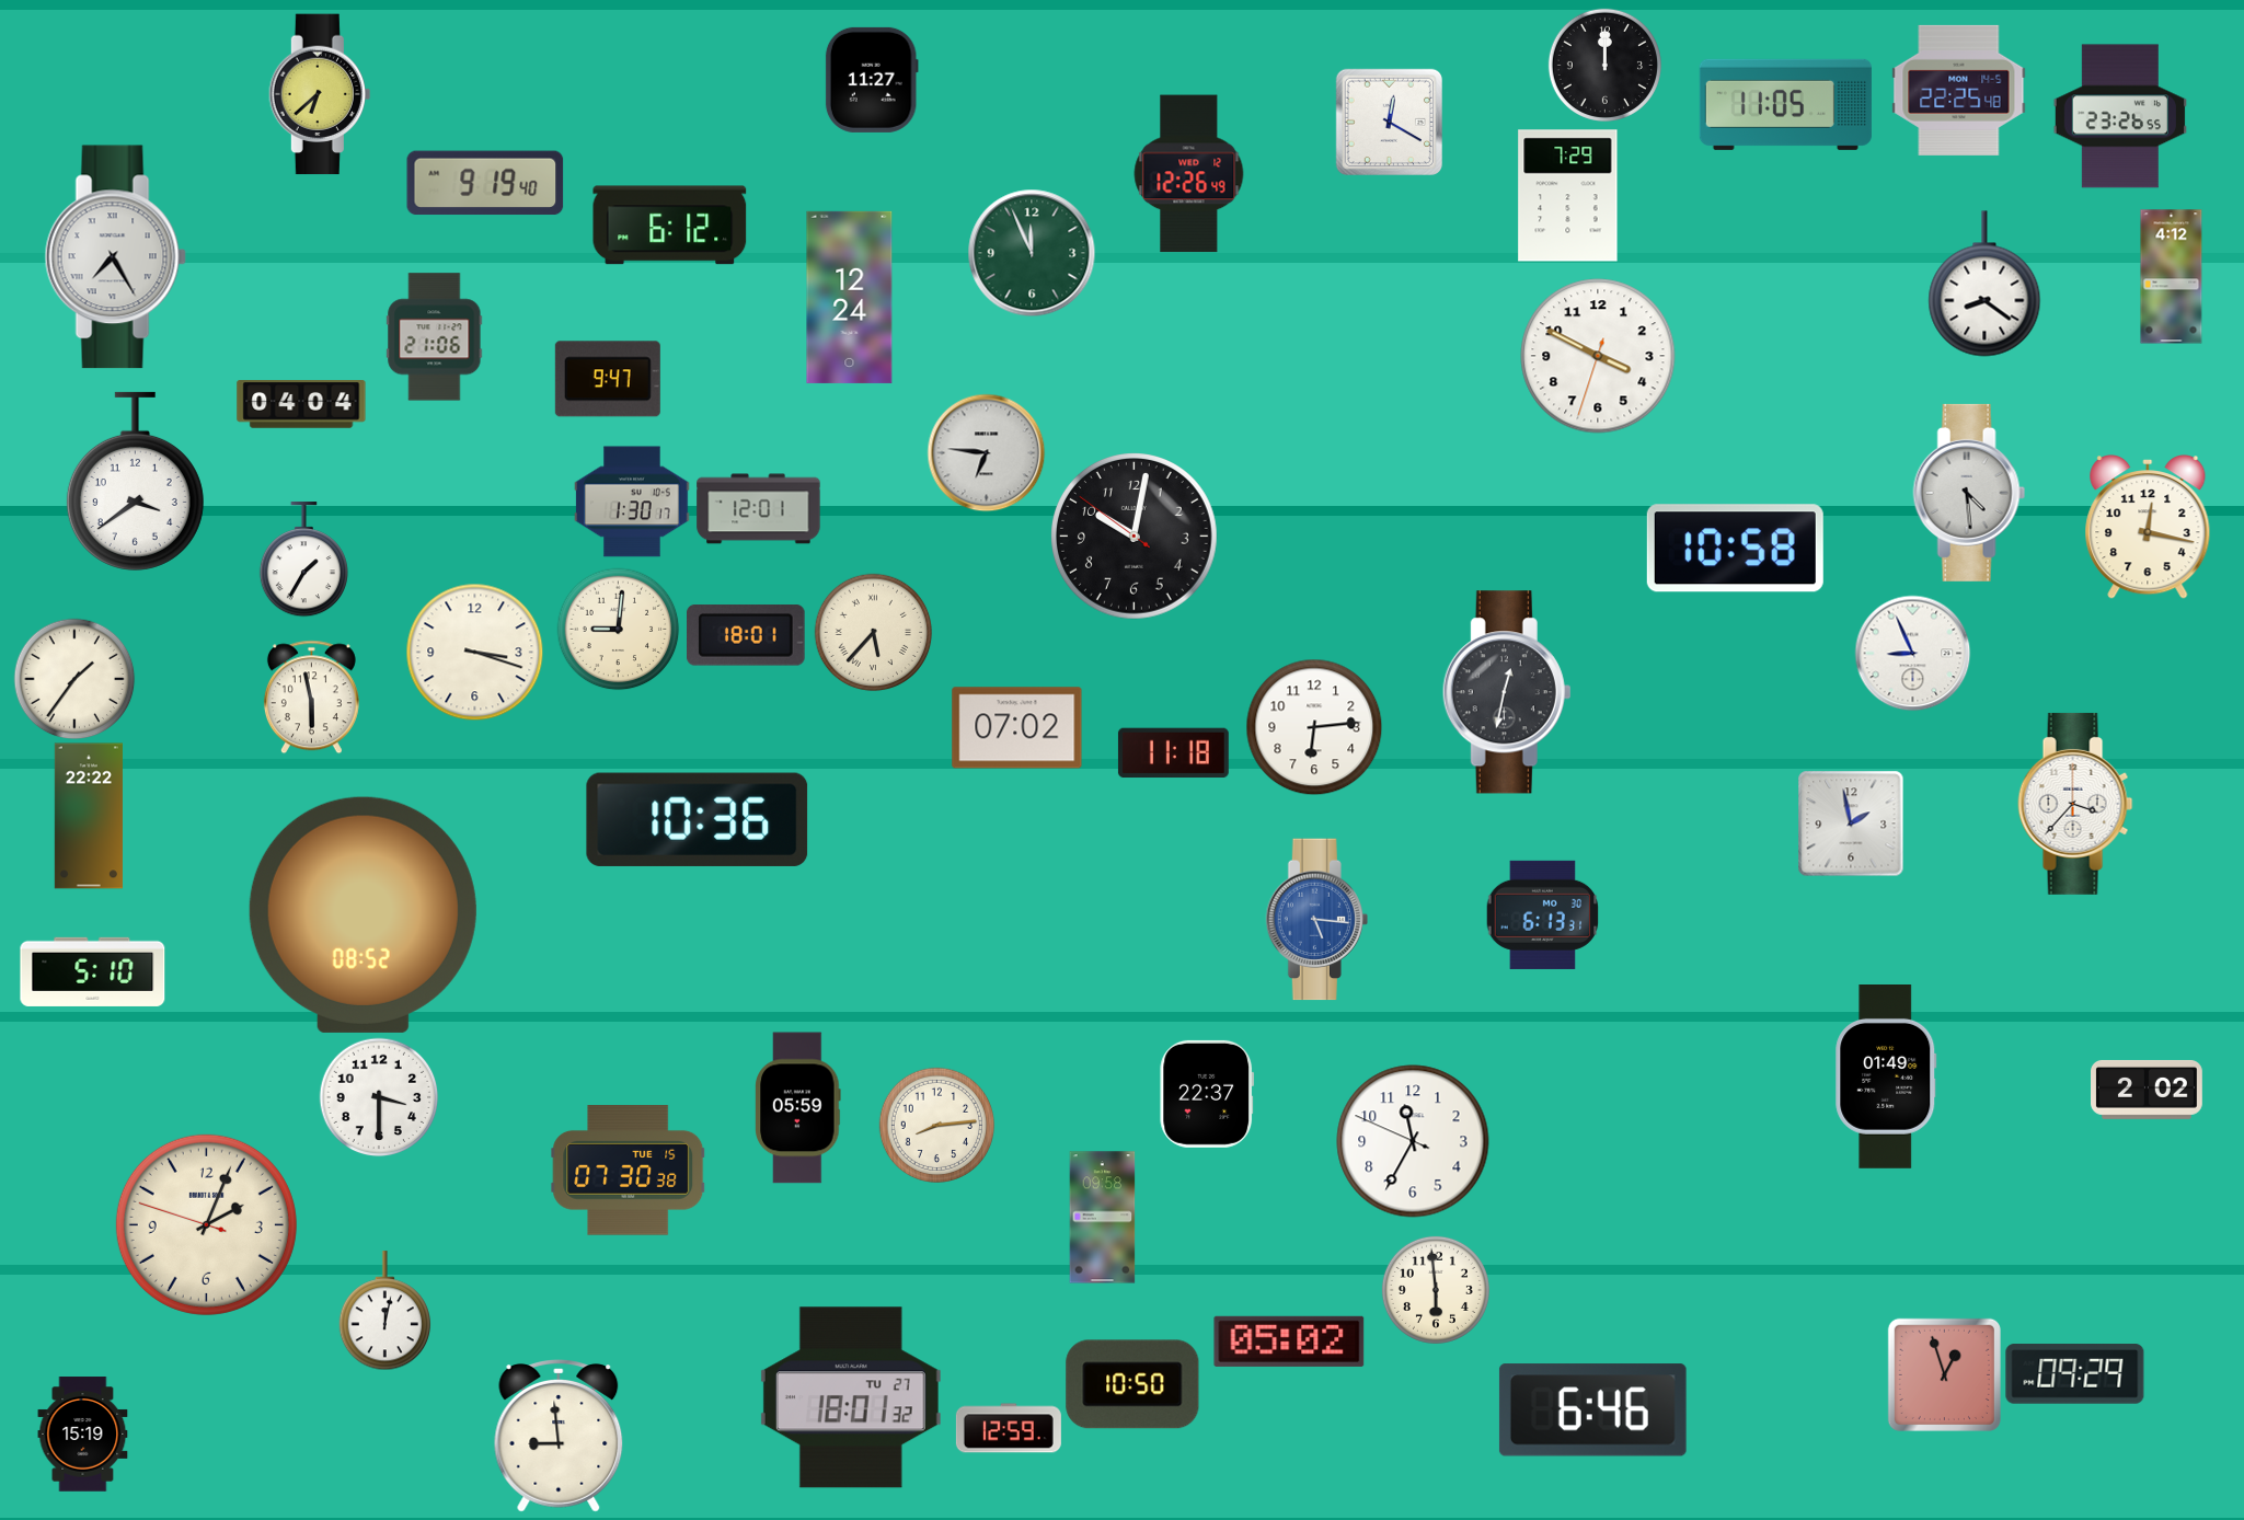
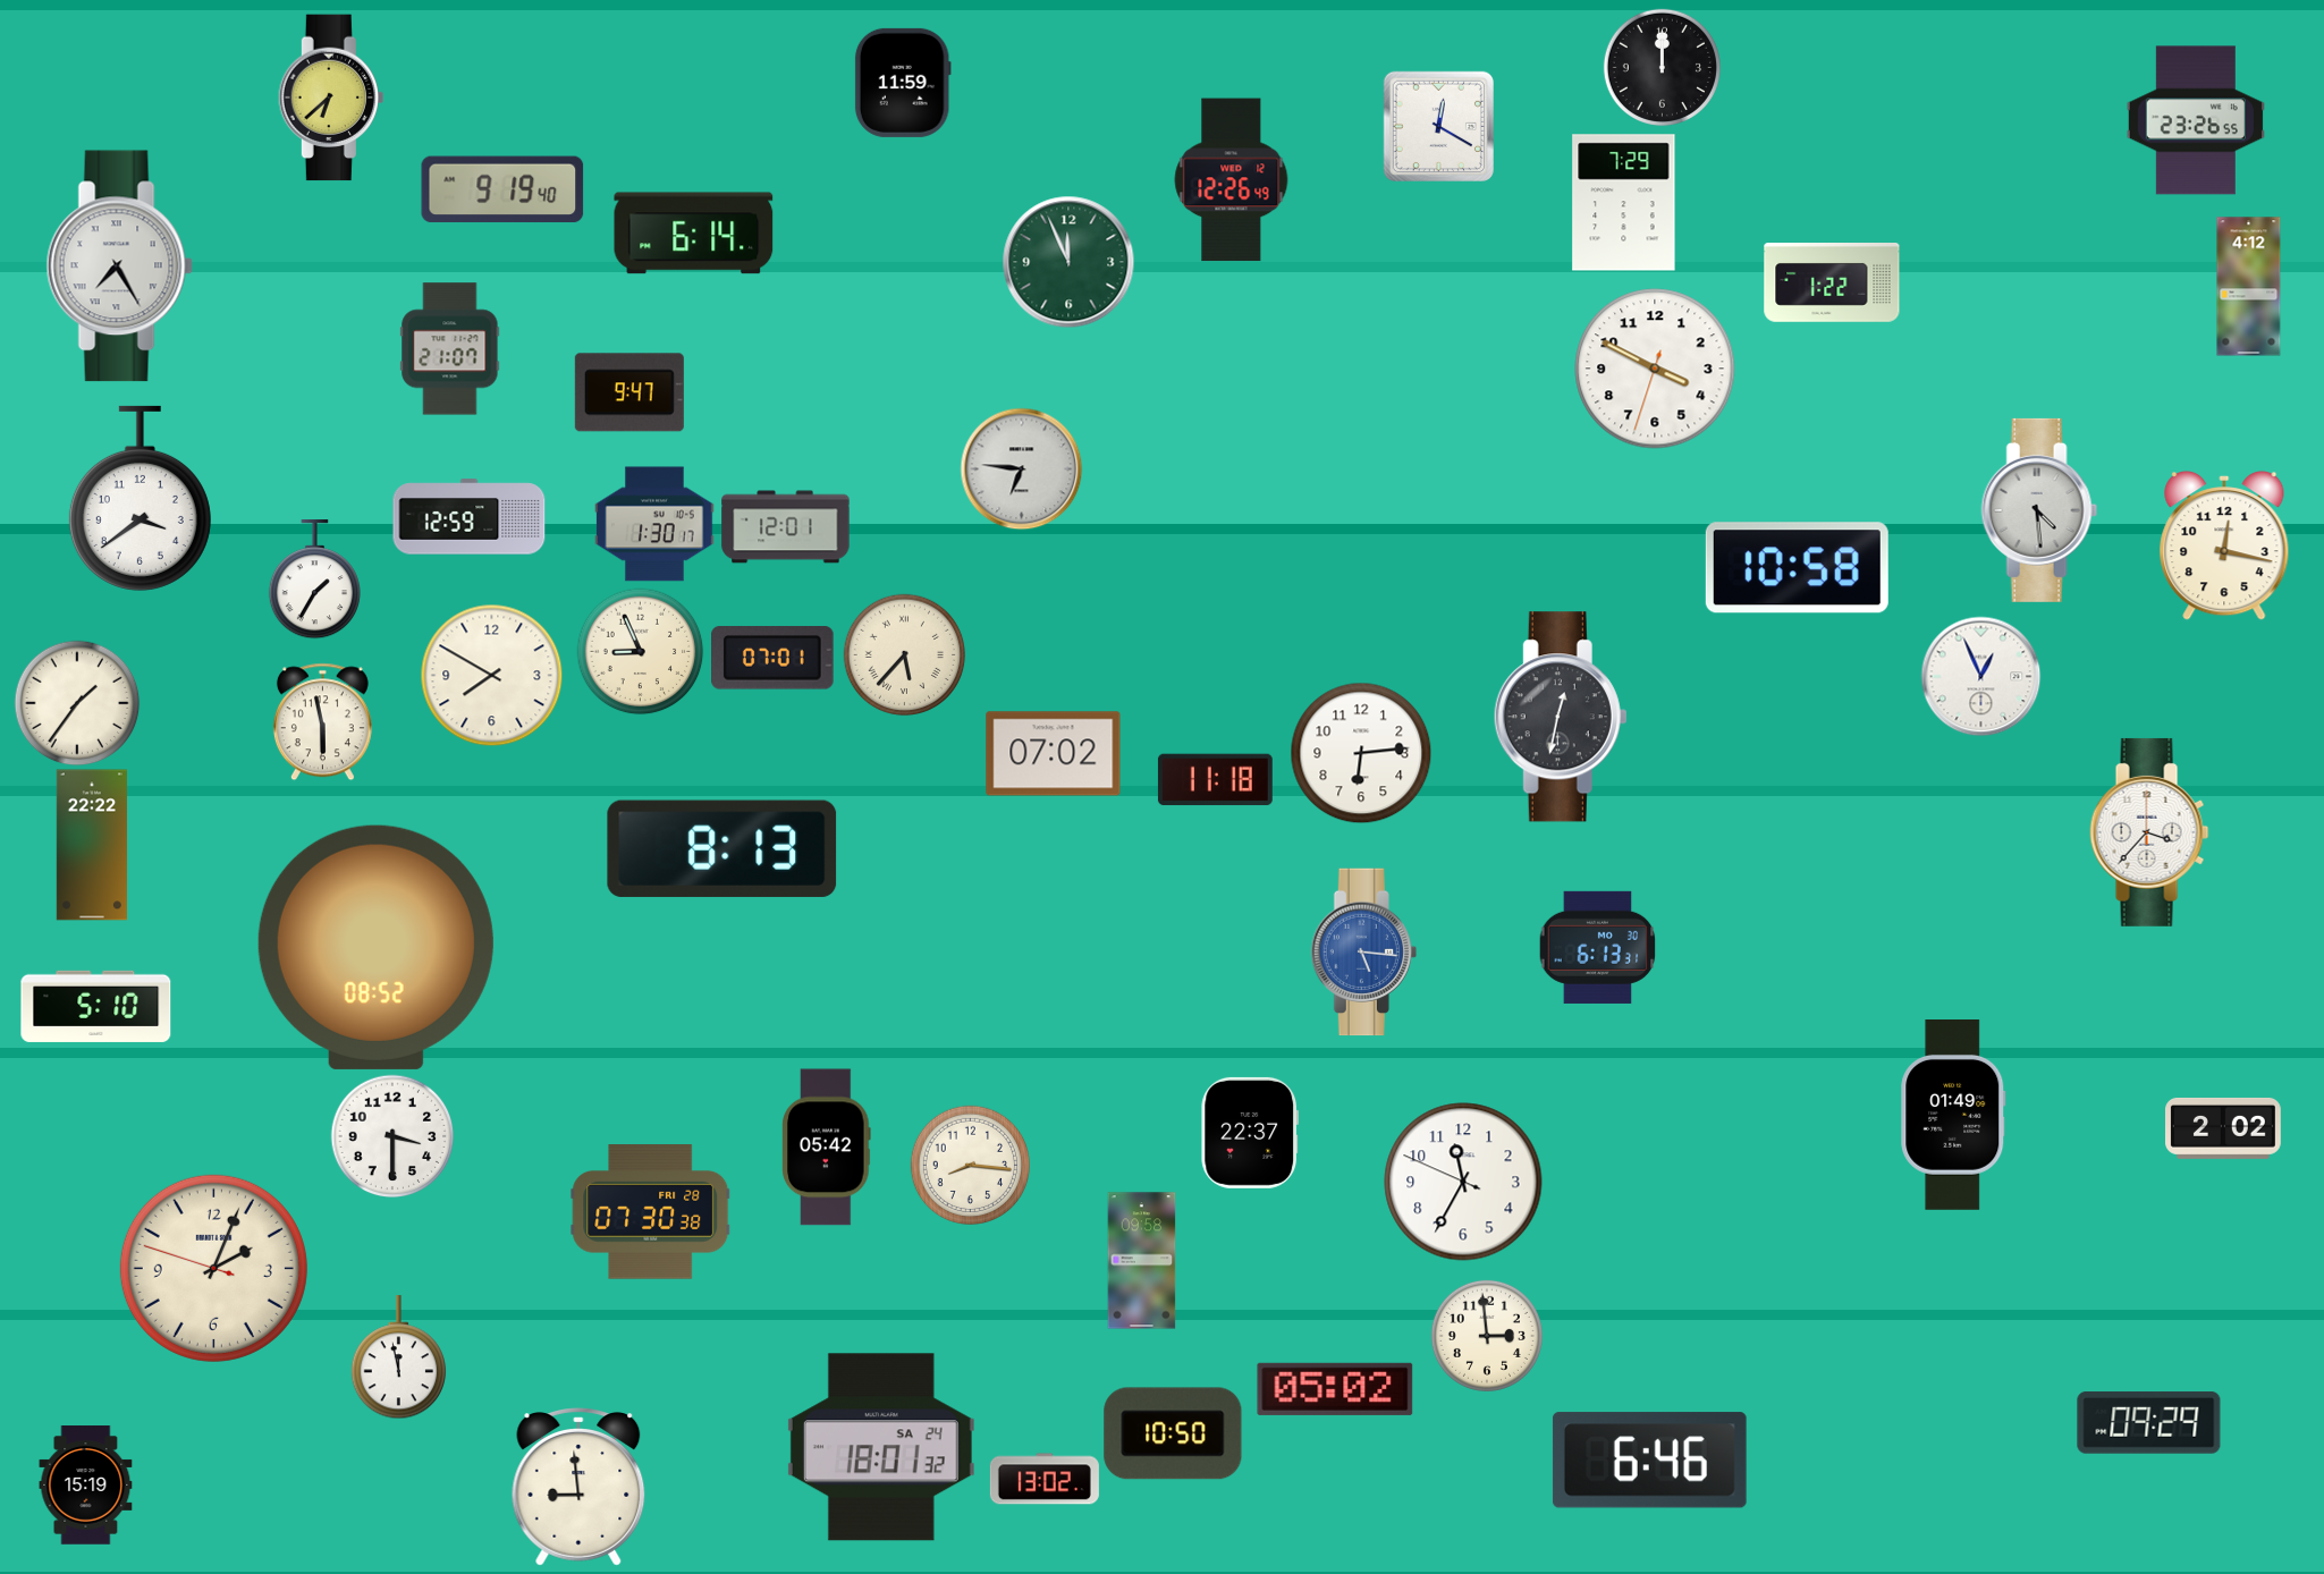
clock at (872, 80): 11:27 -> 11:59
clock at (1959, 90): 22:25 -> none
clock at (1785, 104): 11:05 -> none
clock at (670, 226): 6:12 -> 6:14
clock at (1832, 284): none -> 1:22
clock at (1984, 284): 8:21 -> none
clock at (850, 297): 12:24 -> none
clock at (435, 337): 21:06 -> 21:07
clock at (301, 404): 04:04 -> none
clock at (470, 517): none -> 12:59
clock at (632, 502) position: (632, 502) -> (654, 524)
clock at (1135, 537): 10:01 -> none
clock at (618, 629): 9:01 -> 8:56
clock at (747, 635): 18:01 -> 07:01
clock at (474, 652): 3:18 -> 7:50
clock at (1912, 653): 8:56 -> 12:56
clock at (698, 819): 10:36 -> 8:13
clock at (1851, 824): 1:58 -> none
clock at (798, 1108): 05:59 -> 05:42
clock at (936, 1125): 8:14 -> 8:16
clock at (629, 1171) date: TUE 15 -> FRI 28
clock at (1436, 1290): 5:59 -> 2:59
clock at (385, 1311): 12:02 -> 11:58
clock at (1944, 1374): 12:57 -> none
clock at (851, 1397) date: TU 27 -> SA 24
clock at (1009, 1428): 12:59 -> 13:02
